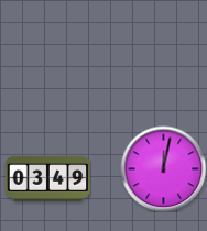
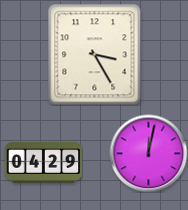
clock at (95, 54): none -> 3:25
clock at (47, 179): 03:49 -> 04:29
